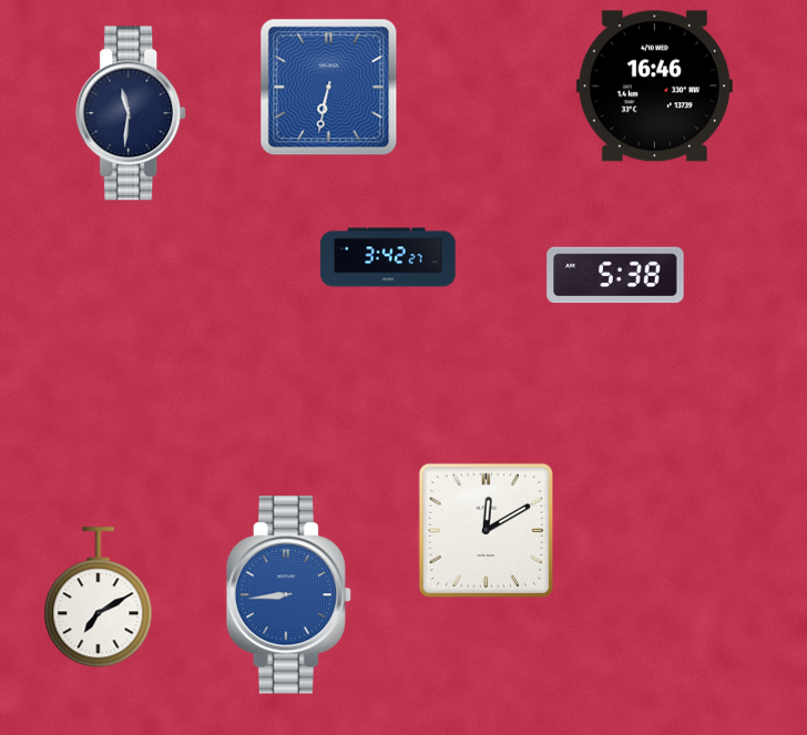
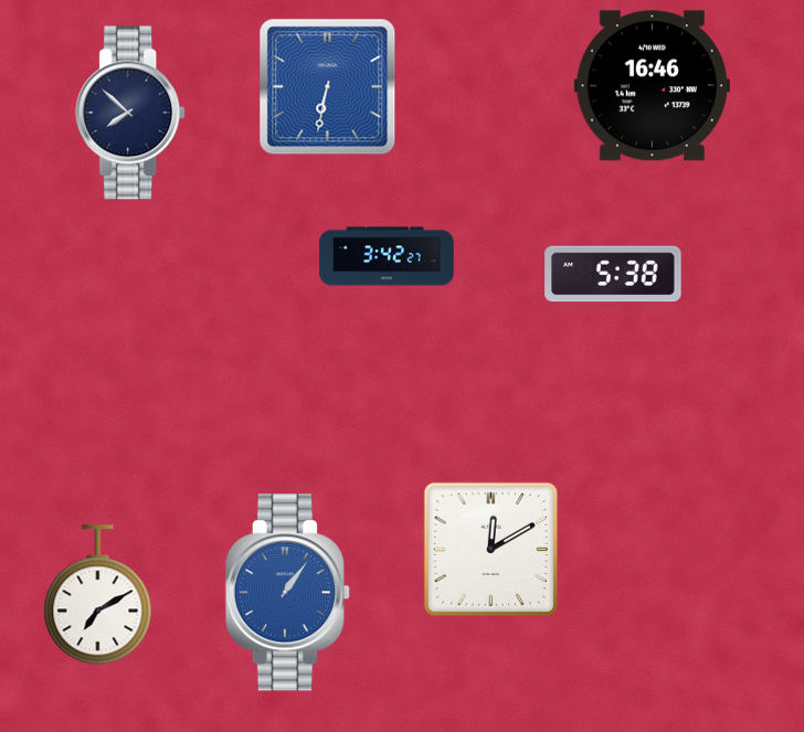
clock at (132, 113): 11:31 -> 7:52
clock at (486, 530) position: (486, 530) -> (490, 549)
clock at (288, 595): 8:44 -> 1:06
